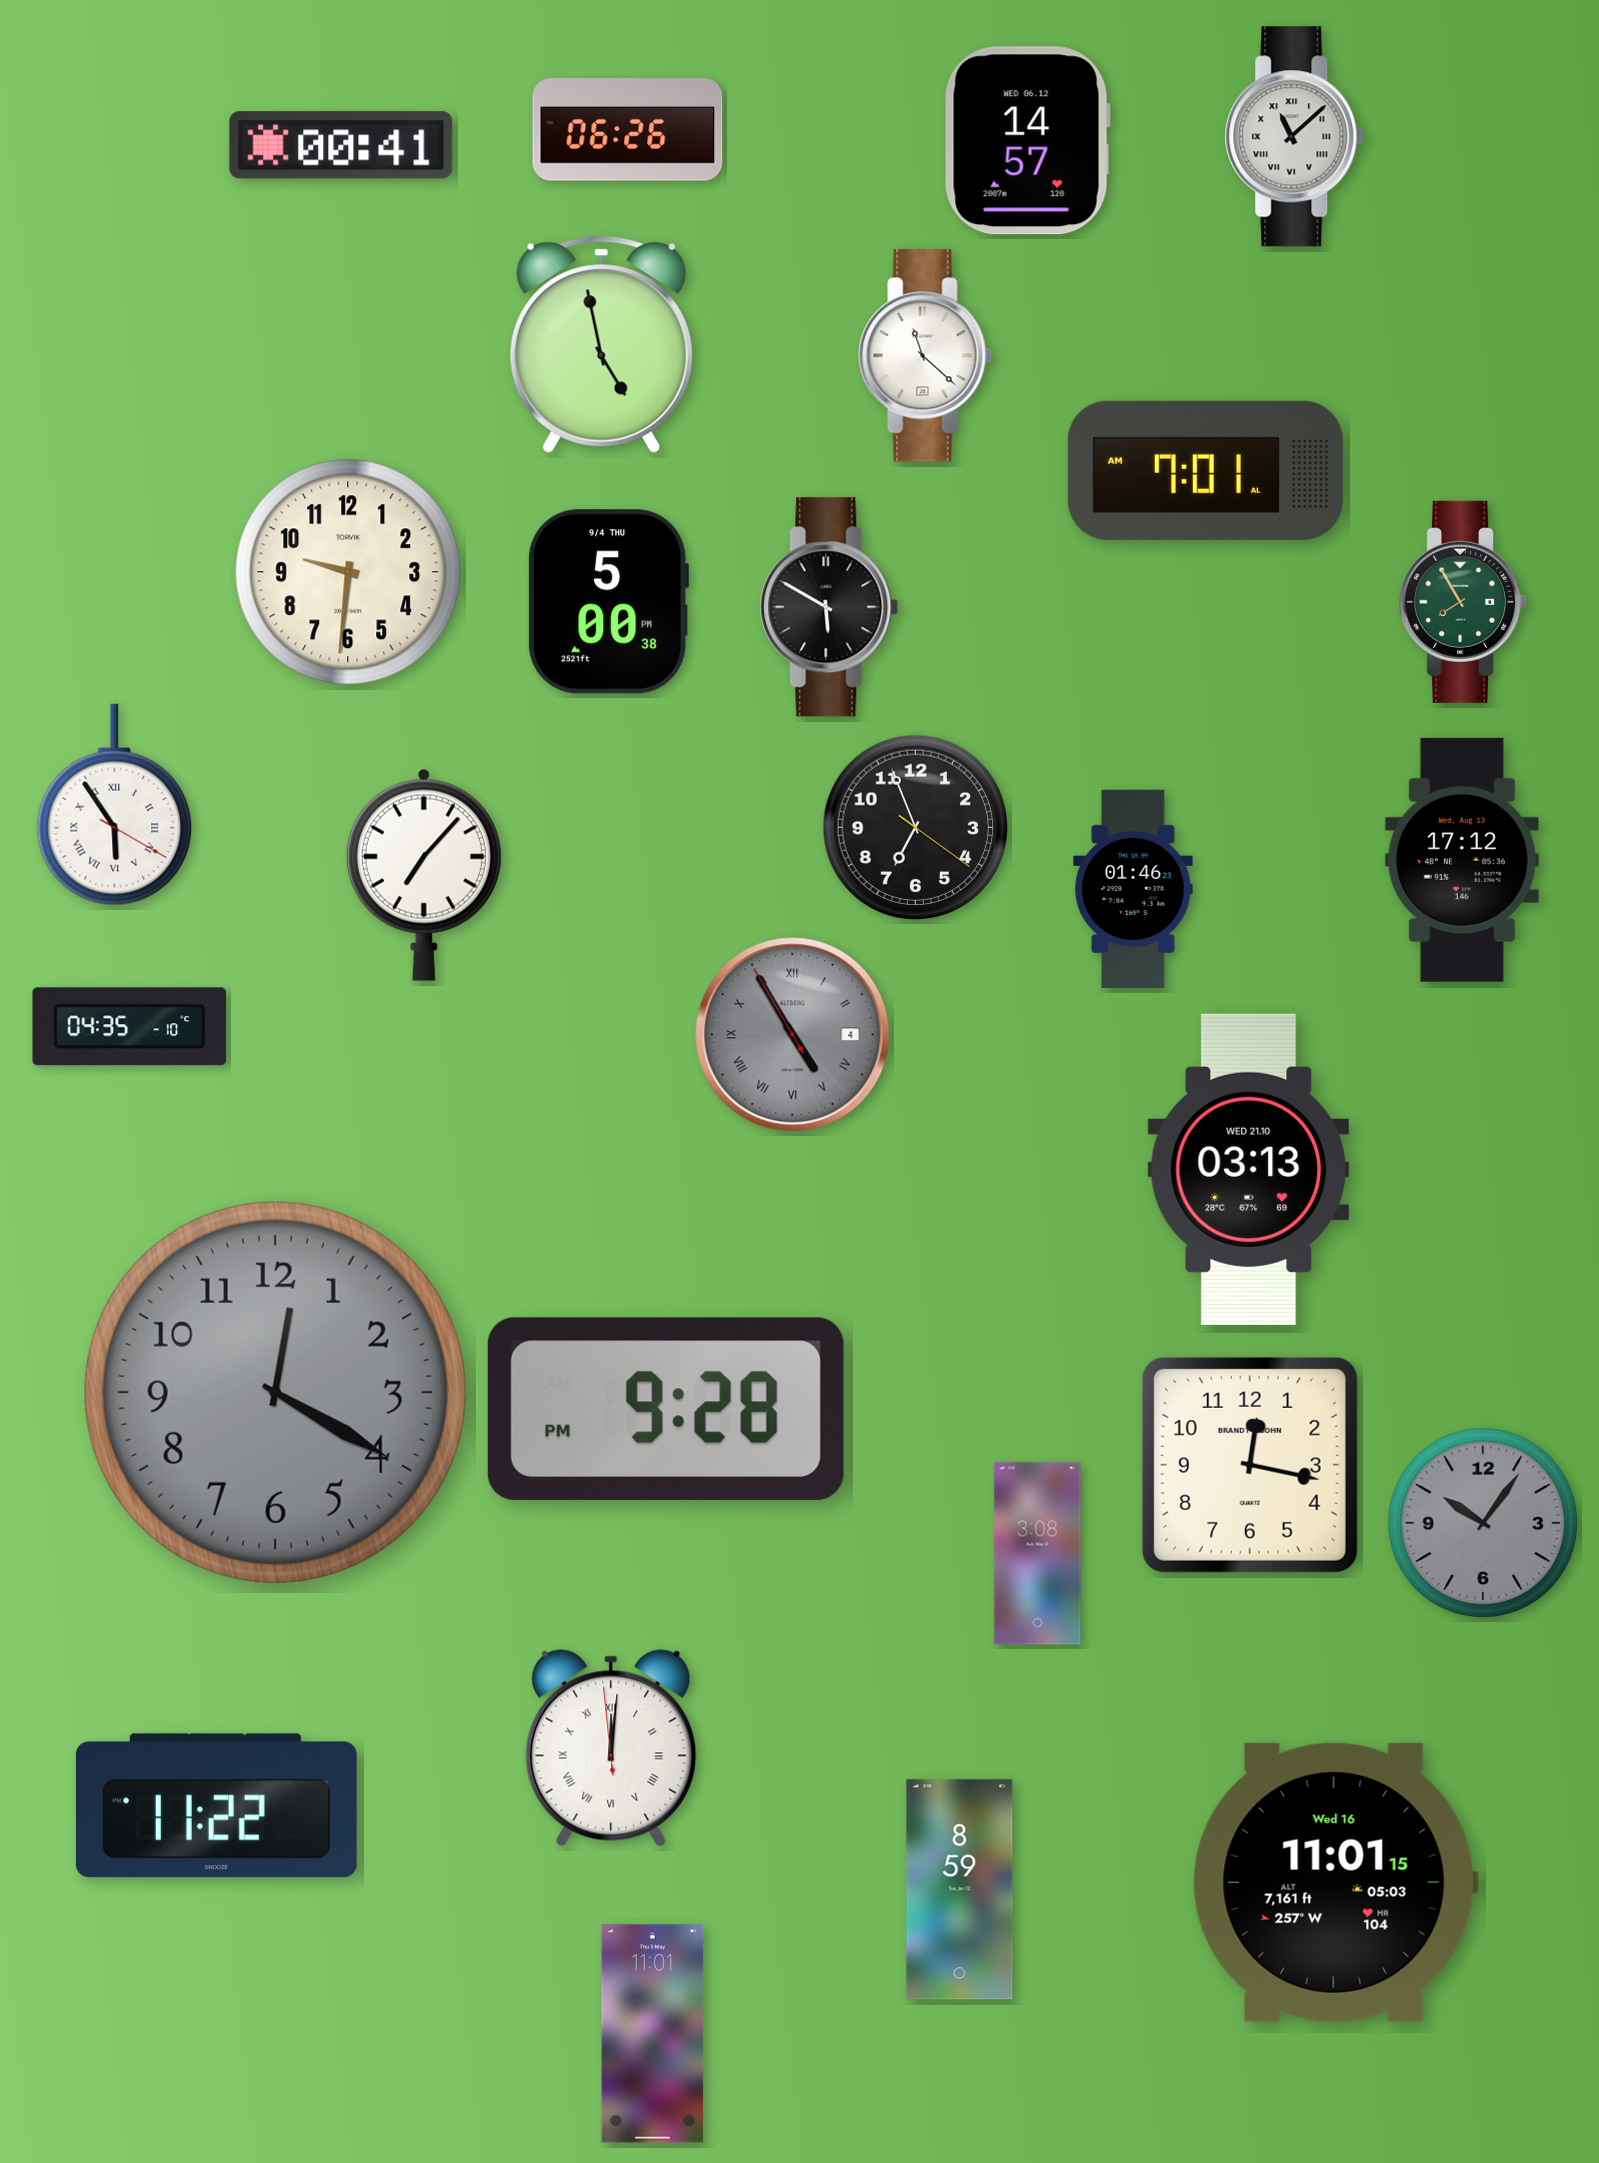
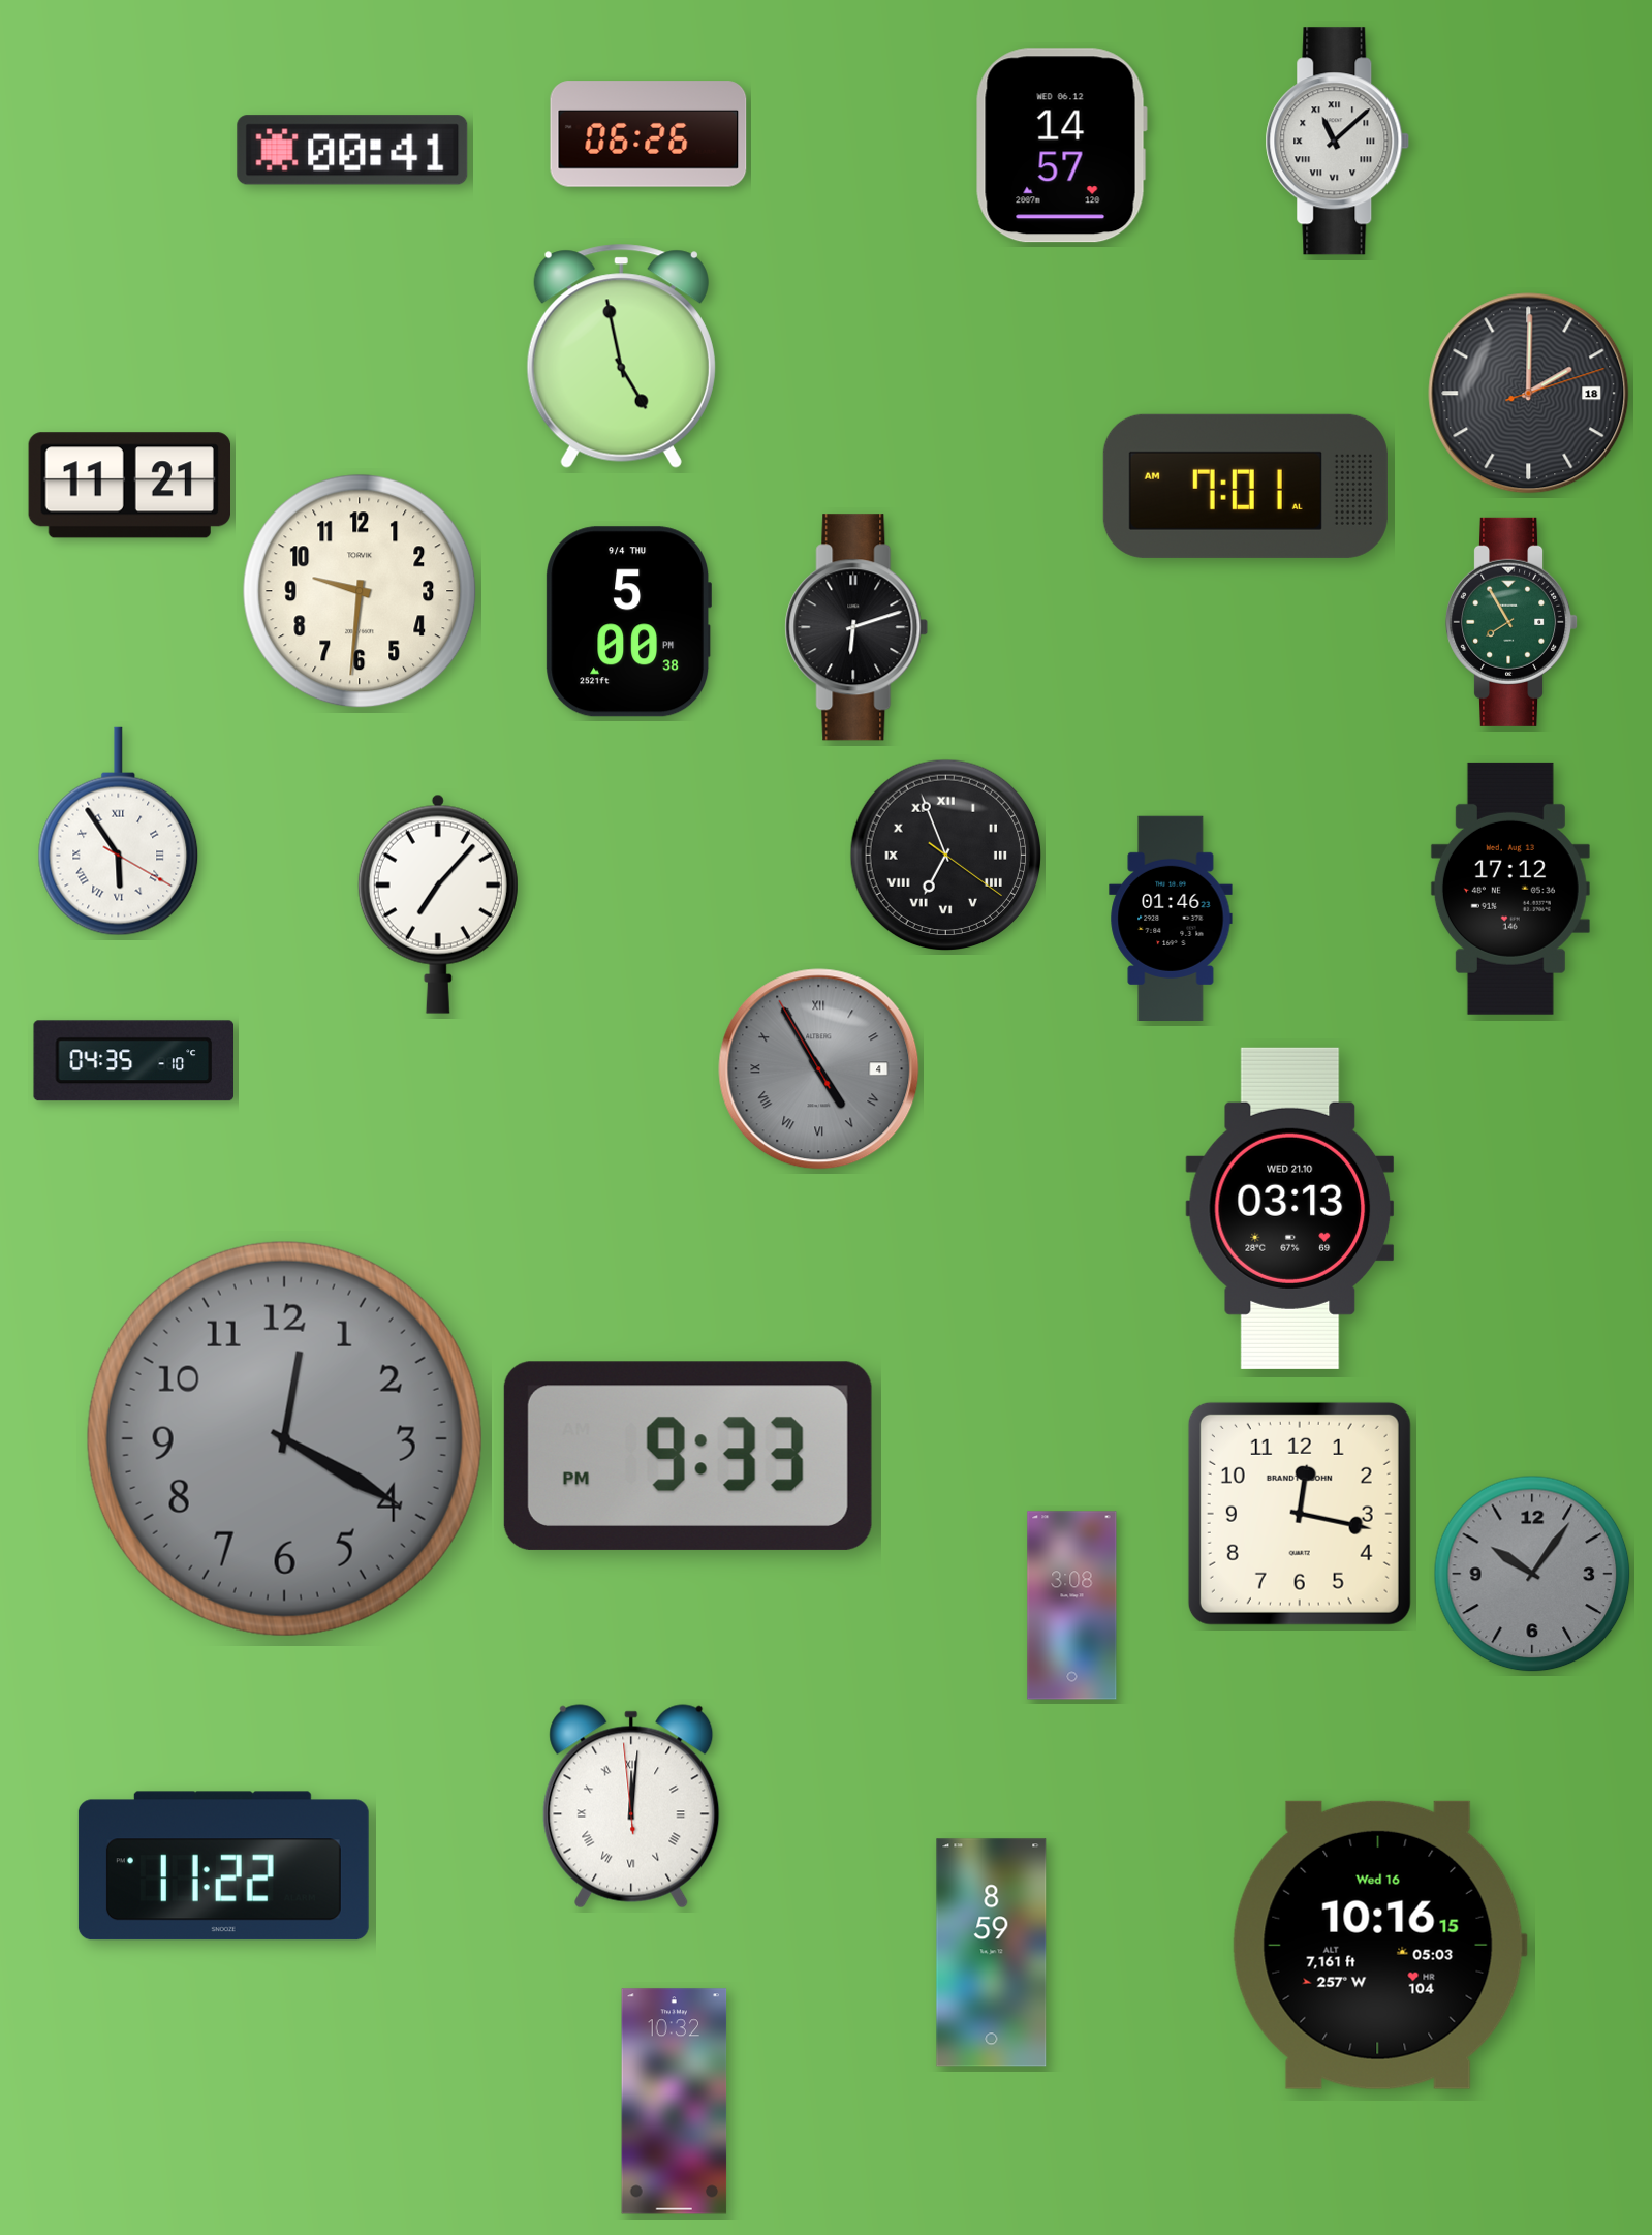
clock at (926, 356): 11:22 -> none
clock at (1529, 394): none -> 2:00
clock at (129, 486): none -> 11:21
clock at (829, 607): 5:50 -> 6:12
clock at (916, 828) numerals: Arabic -> Roman
clock at (666, 1409): 9:28 -> 9:33
clock at (1250, 1465) position: (1250, 1465) -> (1300, 1514)
clock at (1335, 1882): 11:01 -> 10:16
clock at (653, 2034): 11:01 -> 10:32
